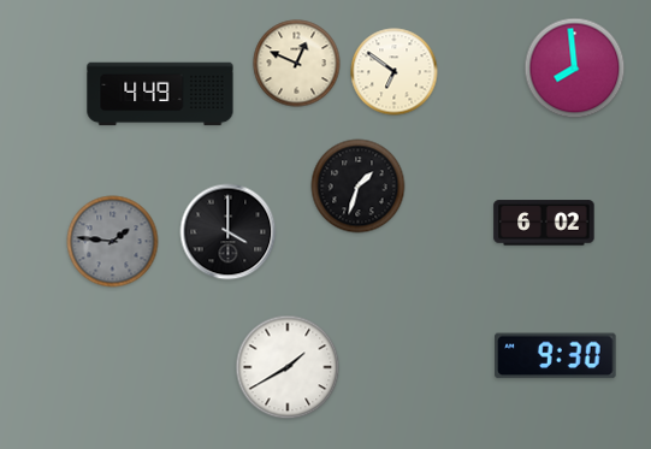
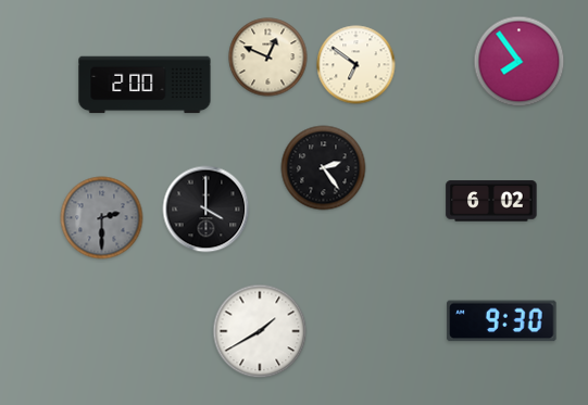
clock at (575, 69): 7:59 -> 7:54
clock at (160, 94): 4:49 -> 2:00
clock at (359, 187): 1:33 -> 2:24
clock at (113, 242): 1:46 -> 2:30
